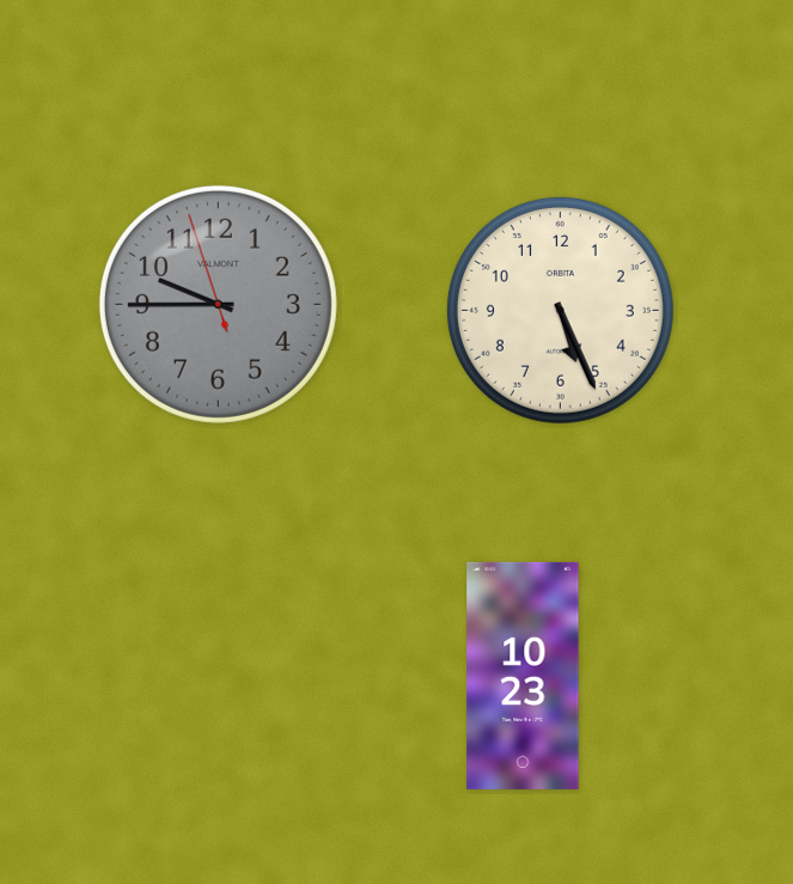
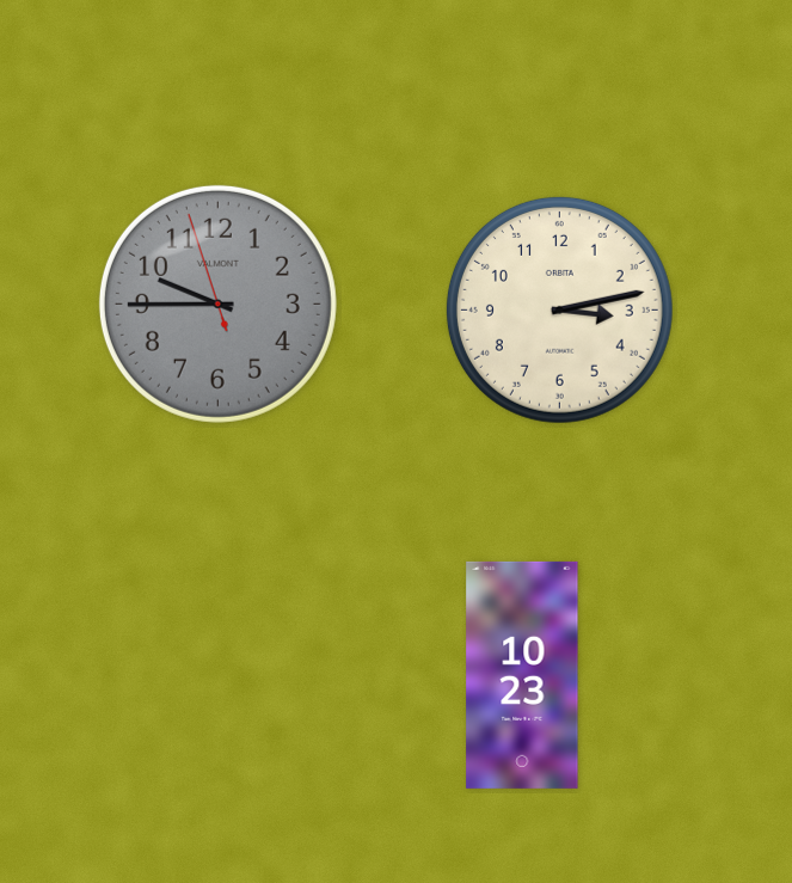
clock at (560, 310): 5:26 -> 3:13
